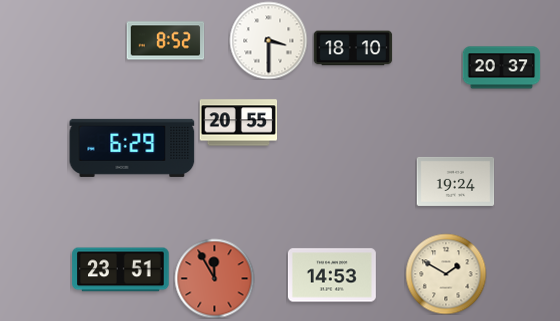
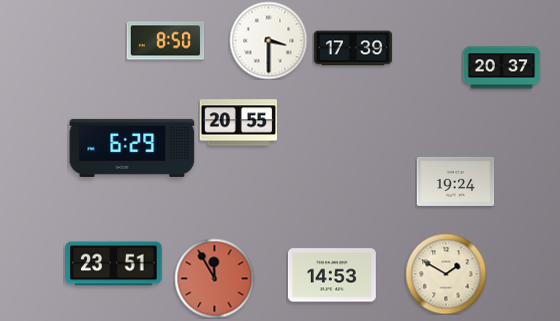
clock at (165, 41): 8:52 -> 8:50
clock at (353, 48): 18:10 -> 17:39
clock at (121, 270) position: (121, 270) -> (114, 264)
